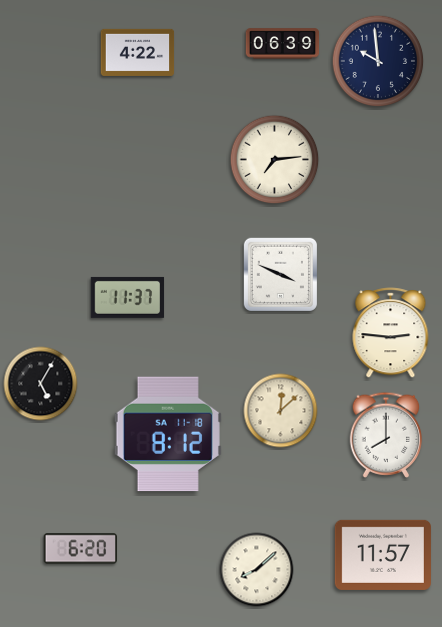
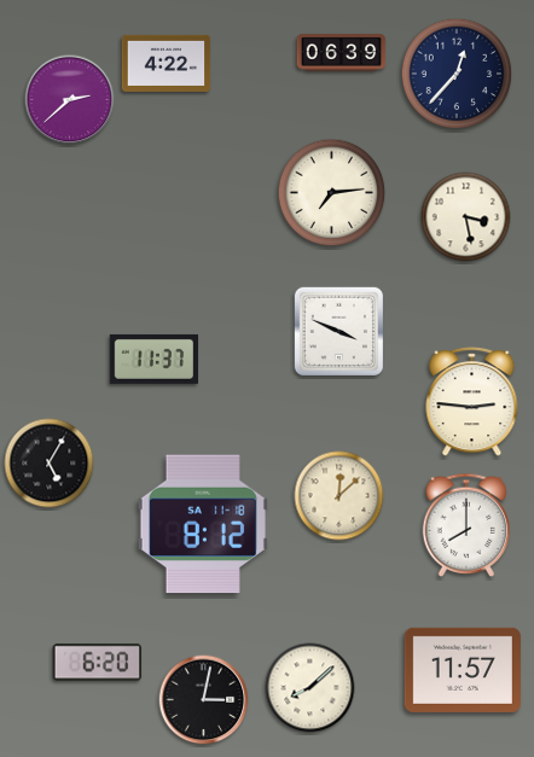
clock at (378, 61): 9:59 -> 12:37
clock at (70, 100): none -> 2:38
clock at (466, 217): none -> 3:28
clock at (204, 700): none -> 3:02
